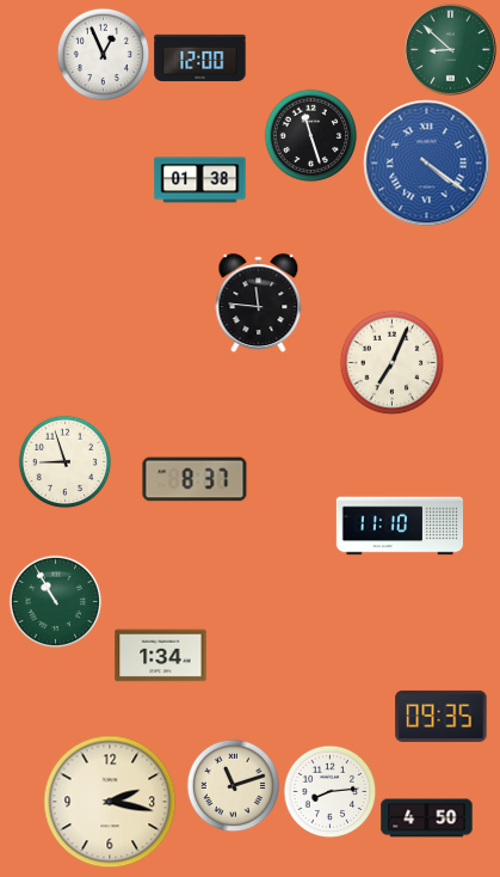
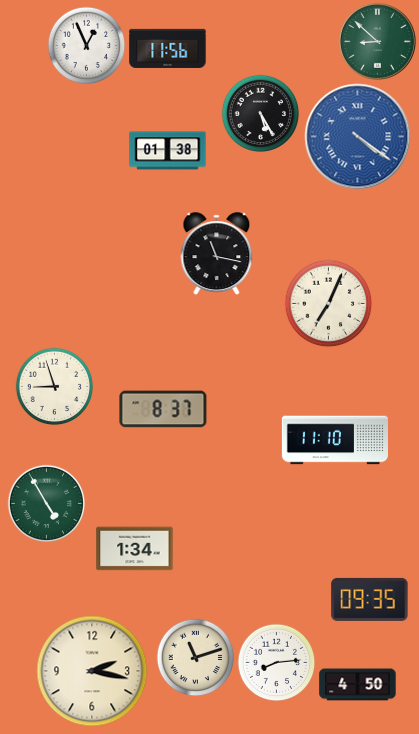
clock at (200, 57): 12:00 -> 11:56
clock at (310, 135): 11:27 -> 5:25
clock at (259, 302): 11:46 -> 11:17
clock at (195, 479) position: (195, 479) -> (163, 409)
clock at (55, 601): 10:55 -> 4:55
